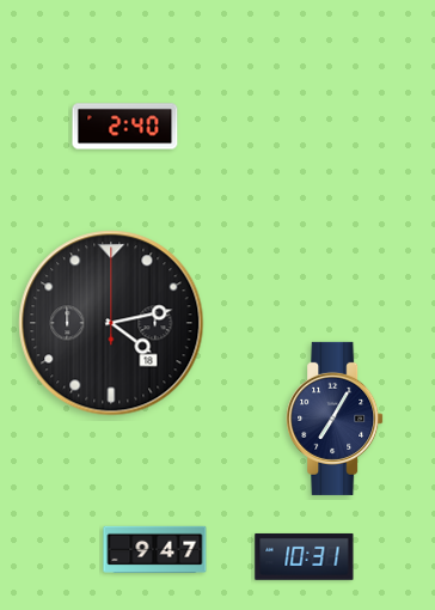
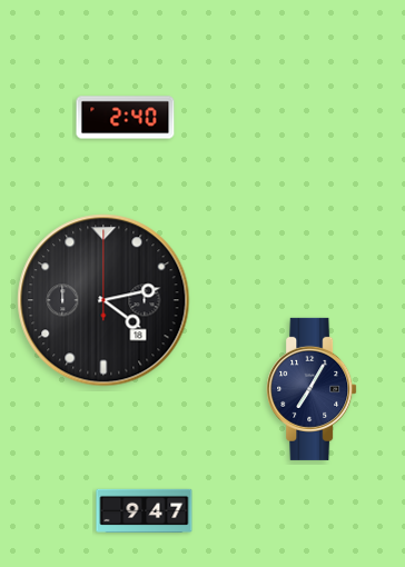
clock at (125, 127) position: (125, 127) -> (126, 118)
clock at (305, 556): 10:31 -> none
